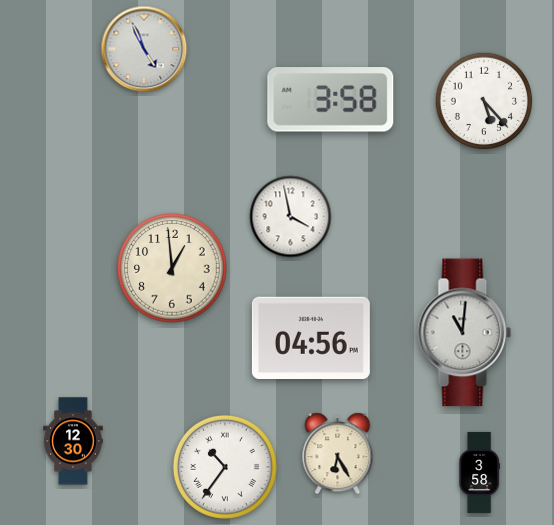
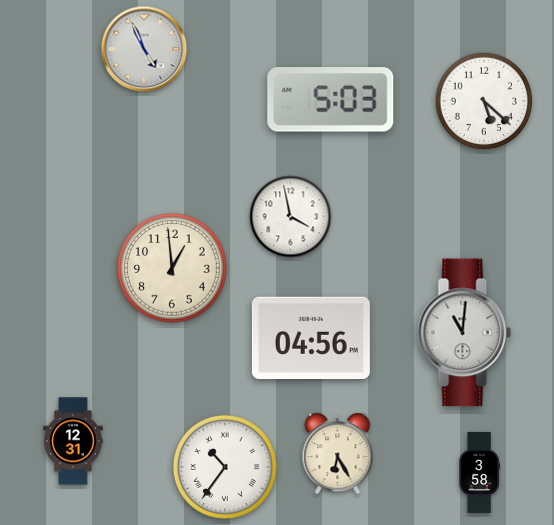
clock at (331, 100): 3:58 -> 5:03
clock at (484, 101): 5:23 -> 5:22
clock at (73, 441): 12:30 -> 12:31
